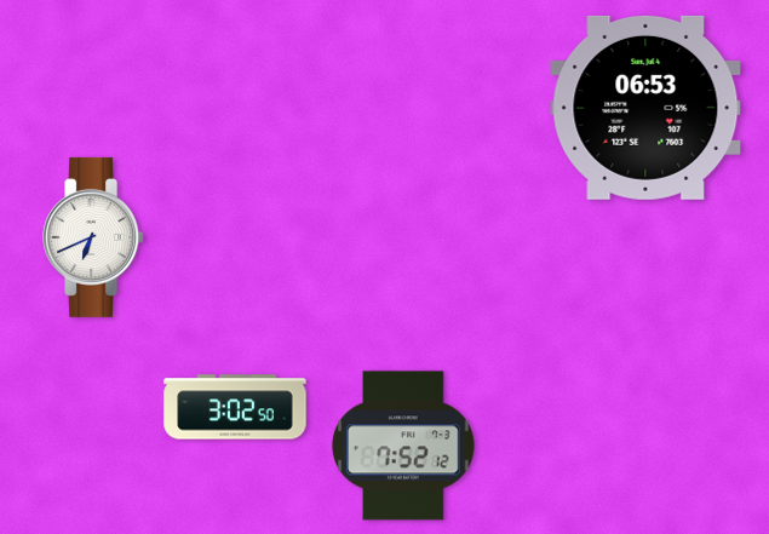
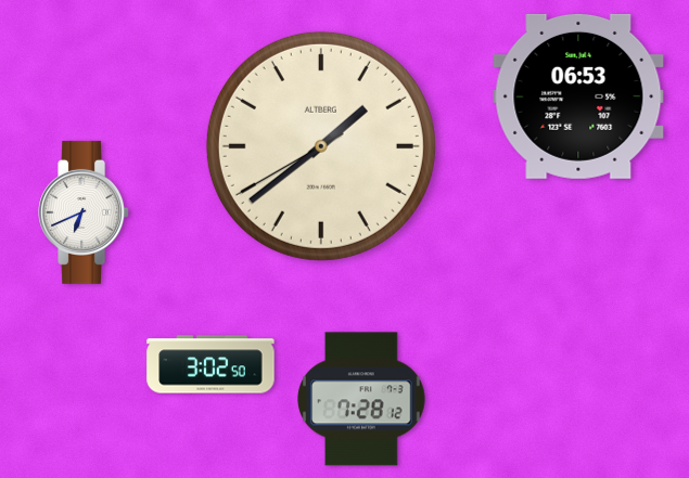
clock at (321, 146): none -> 1:38
clock at (404, 446): 7:52 -> 7:28
